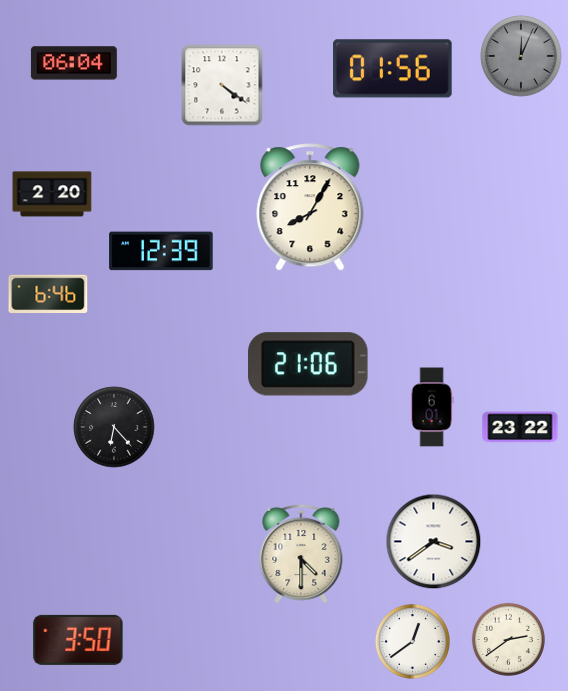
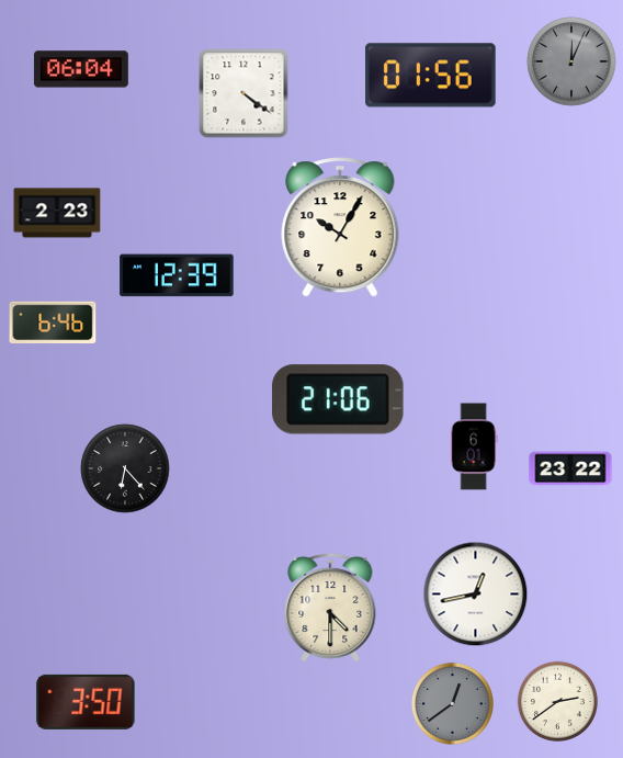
clock at (52, 194): 2:20 -> 2:23
clock at (310, 207): 8:05 -> 10:05
clock at (434, 542): 3:39 -> 12:43
clock at (412, 641) dial: white -> grey
